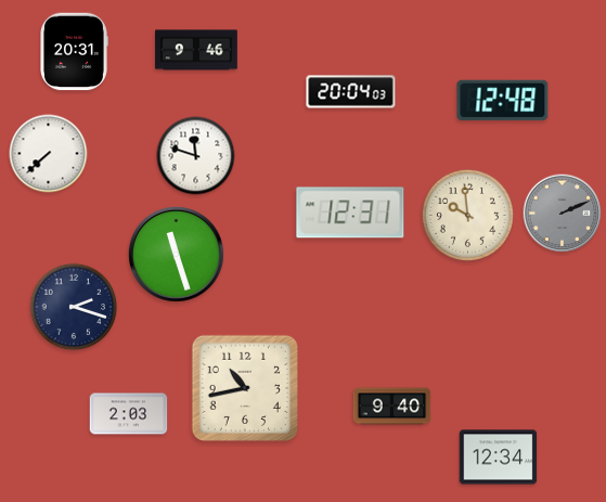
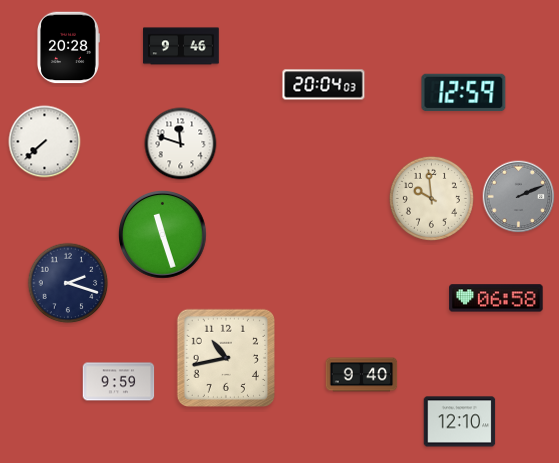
clock at (75, 52): 20:31 -> 20:28
clock at (503, 101): 12:48 -> 12:59
clock at (350, 213): 12:31 -> none
clock at (496, 298): none -> 06:58
clock at (129, 414): 2:03 -> 9:59
clock at (499, 458): 12:34 -> 12:10
